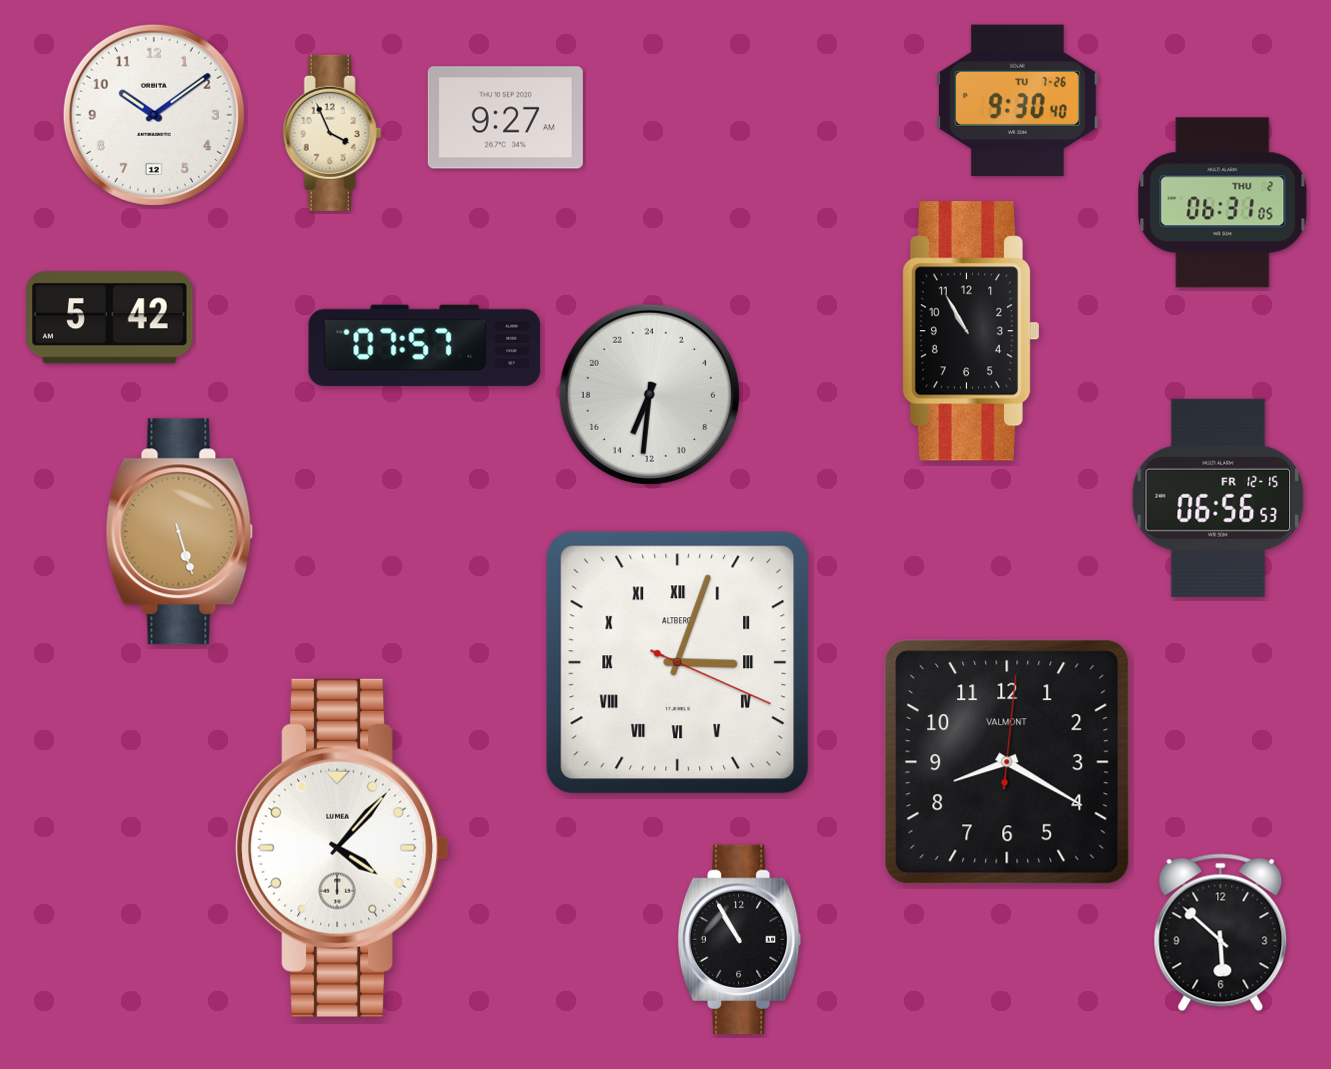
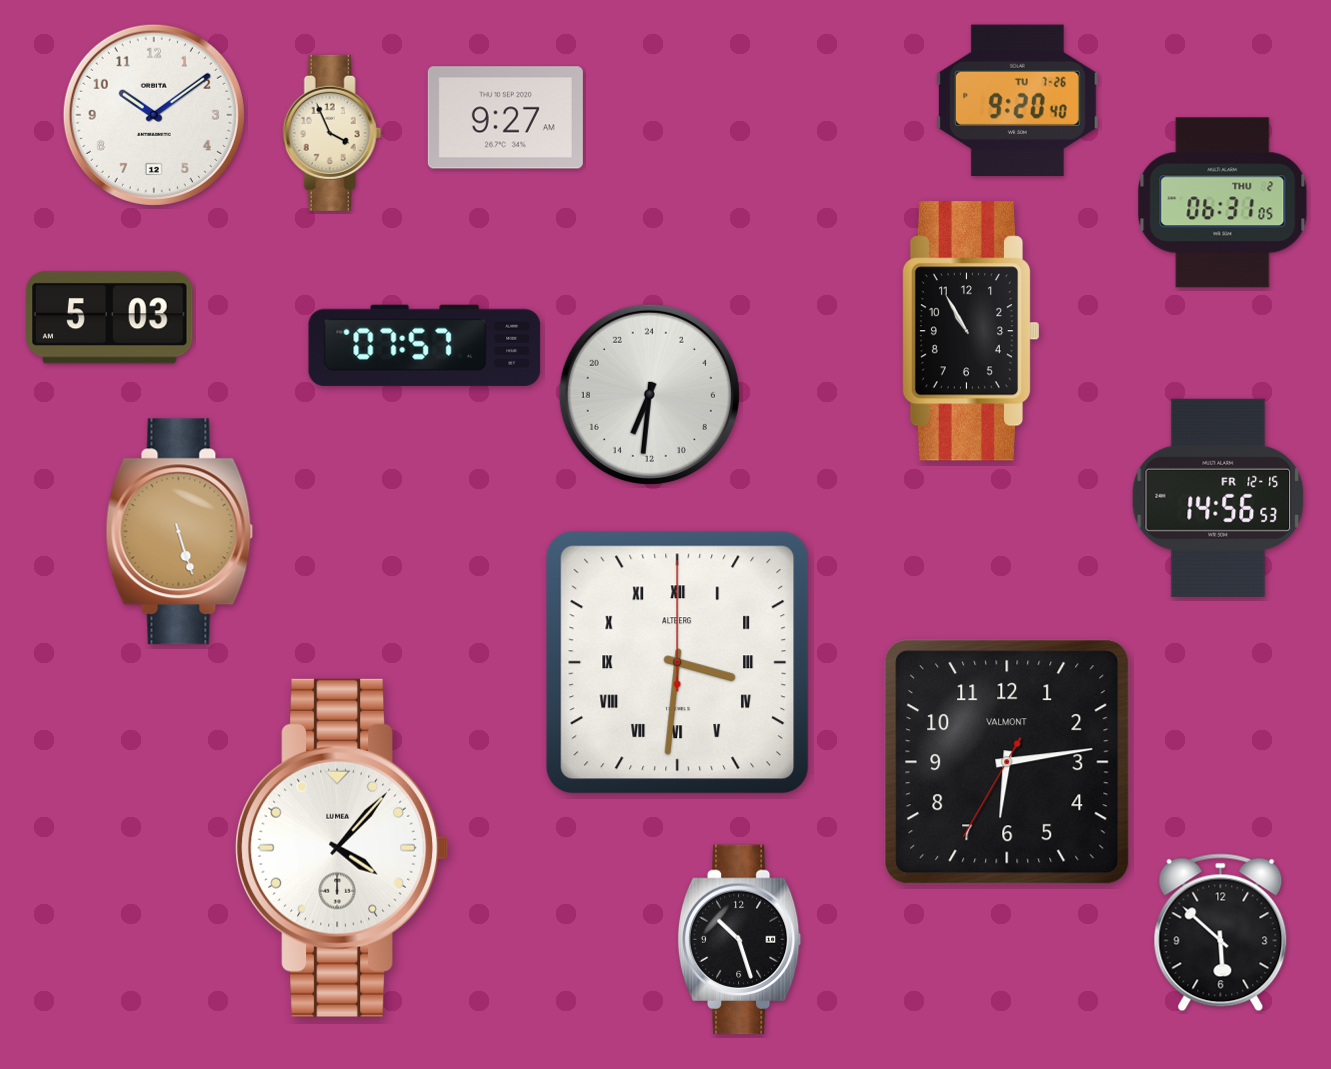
clock at (1017, 101): 9:30 -> 9:20
clock at (110, 318): 5:42 -> 5:03
clock at (1218, 498): 06:56 -> 14:56
clock at (678, 663): 3:03 -> 3:31
clock at (1007, 762): 8:20 -> 6:13
clock at (739, 940): 10:55 -> 10:27
